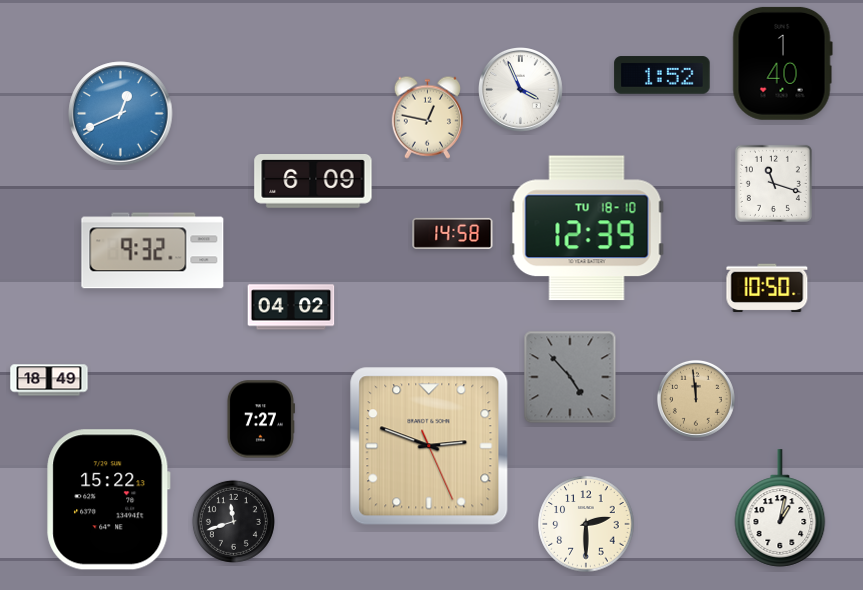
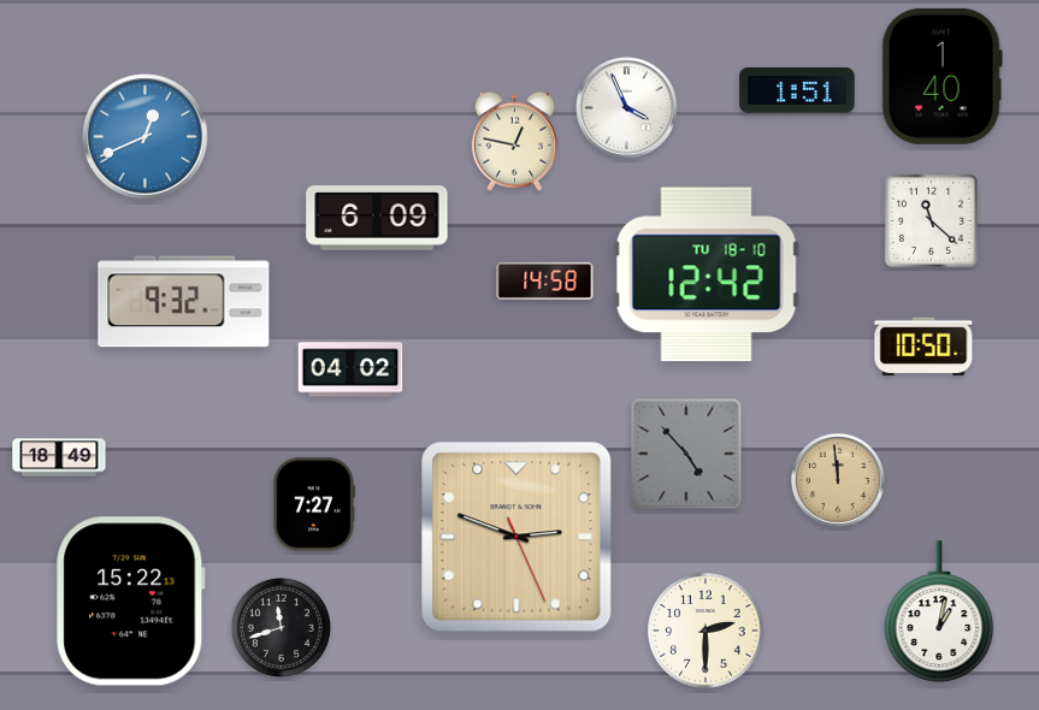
clock at (662, 75): 1:52 -> 1:51
clock at (773, 183): 11:18 -> 11:22
clock at (587, 228): 12:39 -> 12:42
